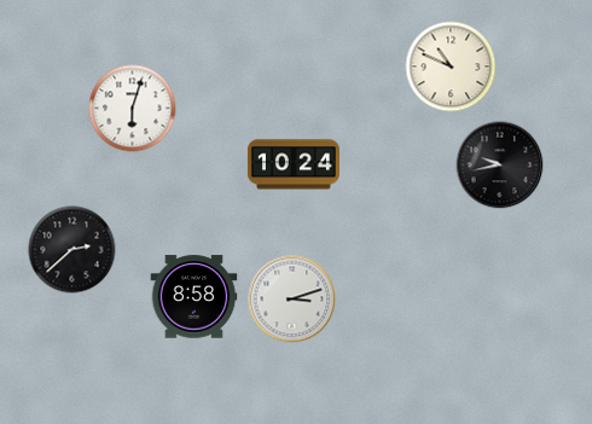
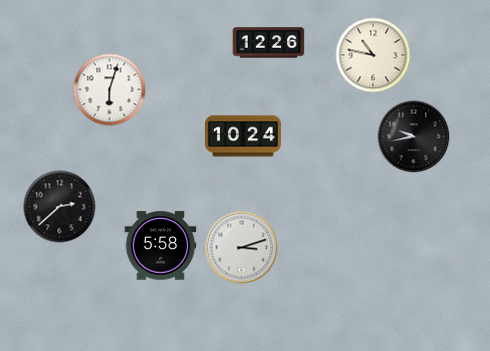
clock at (269, 43): none -> 12:26
clock at (451, 66): 10:49 -> 10:47
clock at (195, 297): 8:58 -> 5:58
